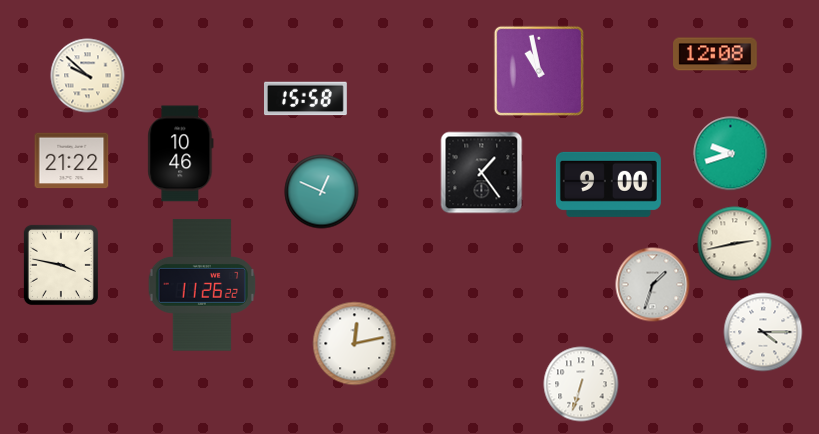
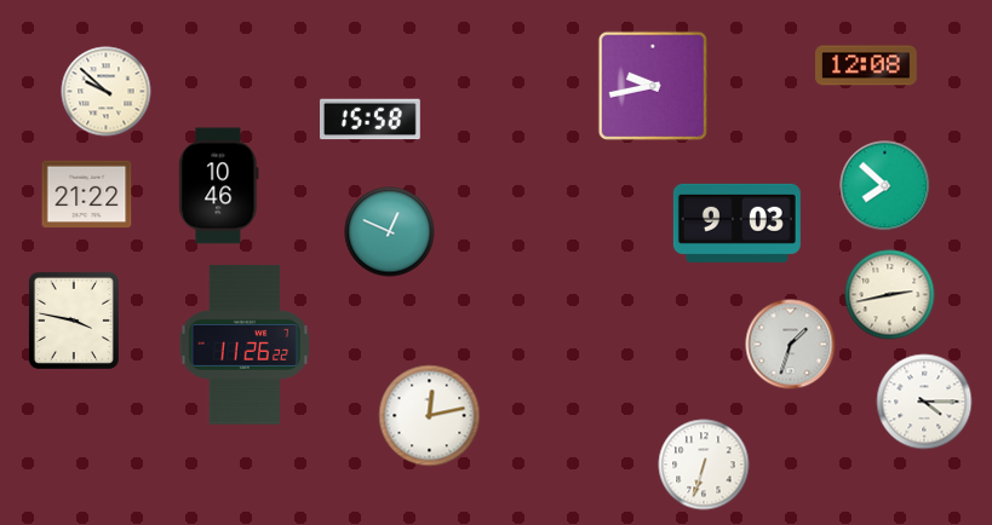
clock at (539, 71): 10:58 -> 9:43
clock at (731, 154): 9:42 -> 7:52
clock at (482, 173): 1:24 -> none
clock at (608, 184): 9:00 -> 9:03
